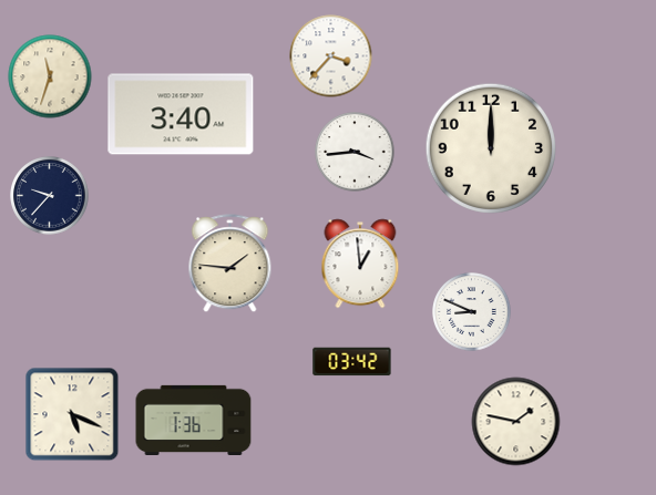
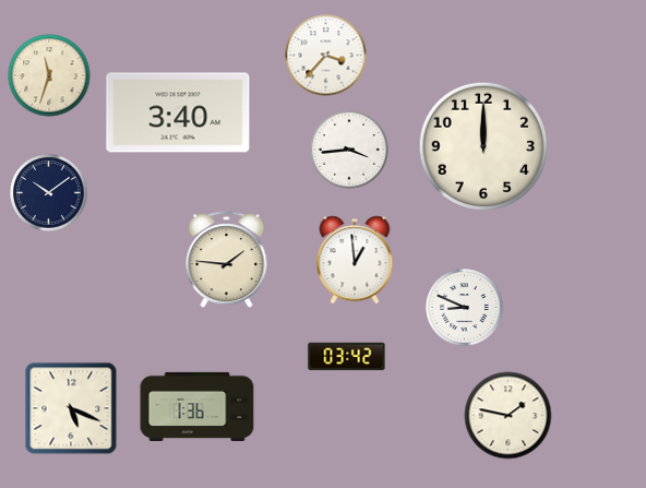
clock at (50, 196): 9:37 -> 10:09
clock at (194, 420) position: (194, 420) -> (198, 406)
